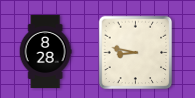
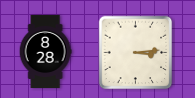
clock at (136, 53): 8:47 -> 3:14
